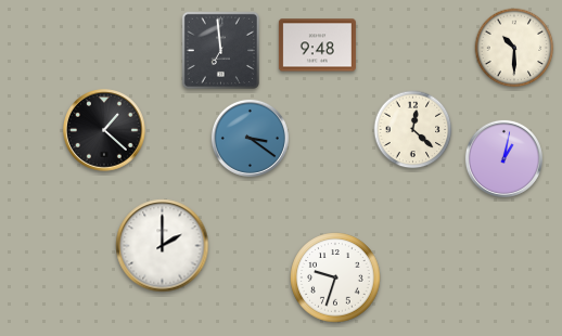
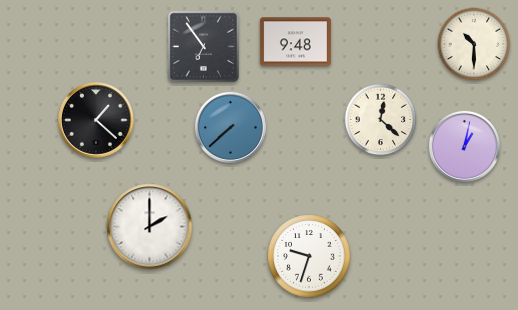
clock at (317, 46) position: (317, 46) -> (295, 42)
clock at (220, 50): 6:59 -> 6:54
clock at (250, 138): 3:21 -> 7:38
